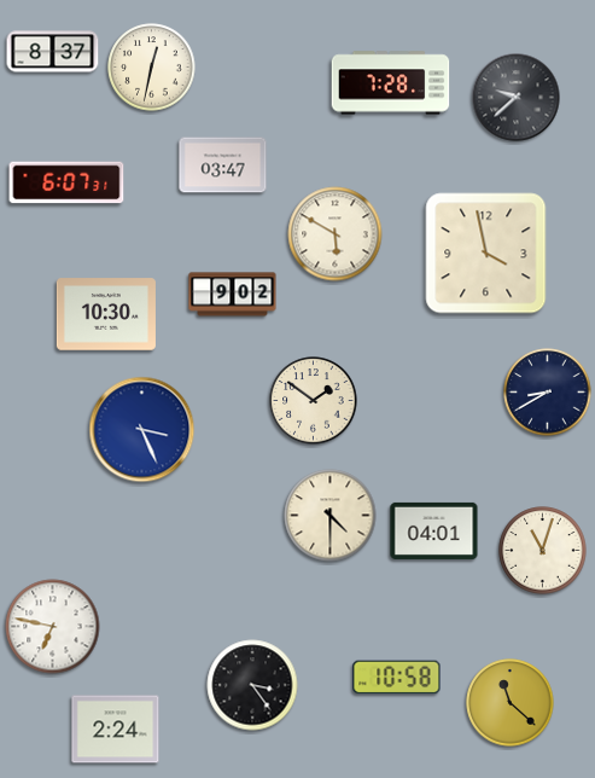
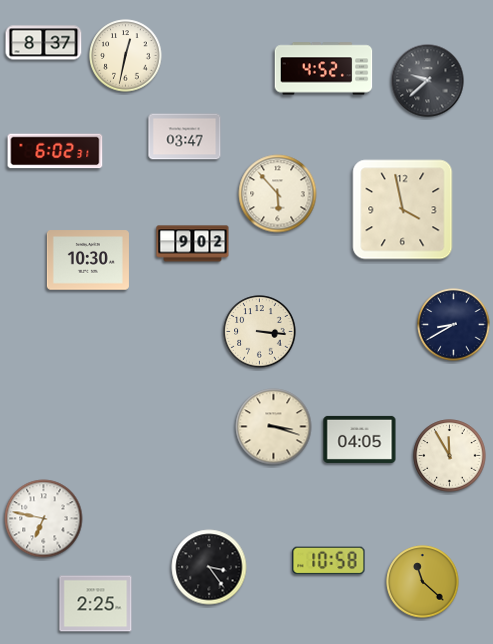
clock at (391, 83): 7:28 -> 4:52
clock at (66, 182): 6:07 -> 6:02
clock at (336, 234): 5:50 -> 5:53
clock at (314, 401): 1:51 -> 3:16
clock at (142, 430): 3:26 -> none
clock at (331, 516): 4:30 -> 3:18
clock at (434, 530): 04:01 -> 04:05
clock at (543, 551): 11:03 -> 11:55
clock at (116, 730): 2:24 -> 2:25
